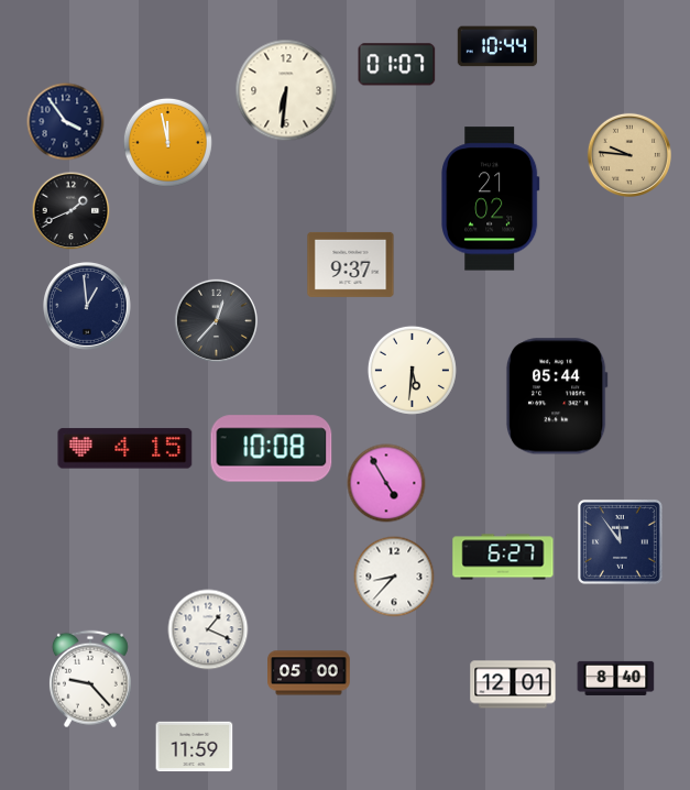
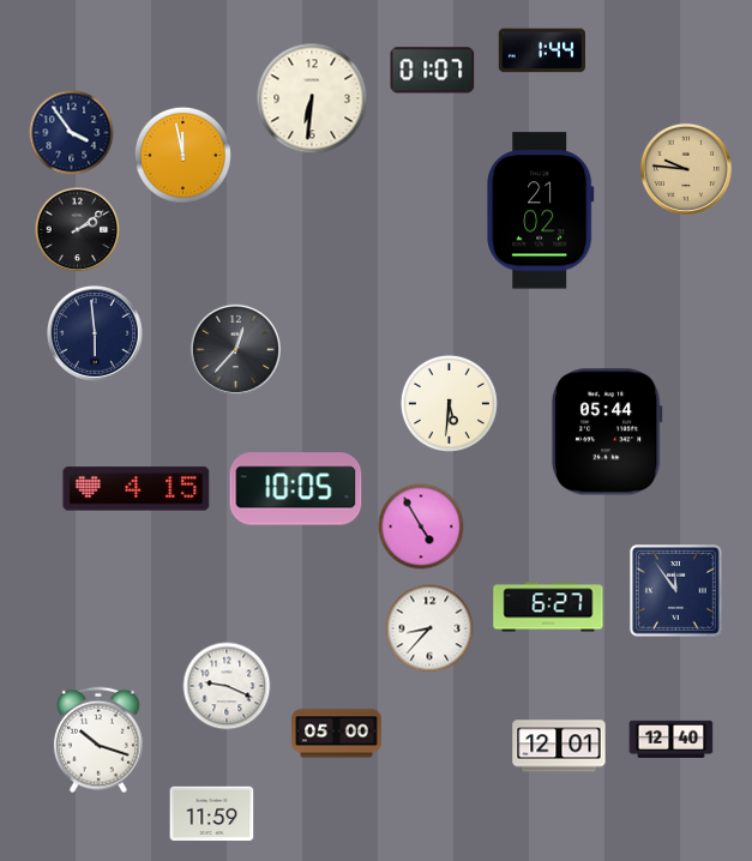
clock at (496, 46): 10:44 -> 1:44
clock at (491, 199) position: (491, 199) -> (541, 211)
clock at (72, 211): 1:41 -> 2:09
clock at (351, 264): 9:37 -> none
clock at (88, 307): 12:59 -> 5:59
clock at (272, 449): 10:08 -> 10:05
clock at (208, 629): 1:19 -> 9:19
clock at (616, 678): 8:40 -> 12:40
clock at (90, 679): 9:23 -> 10:18
